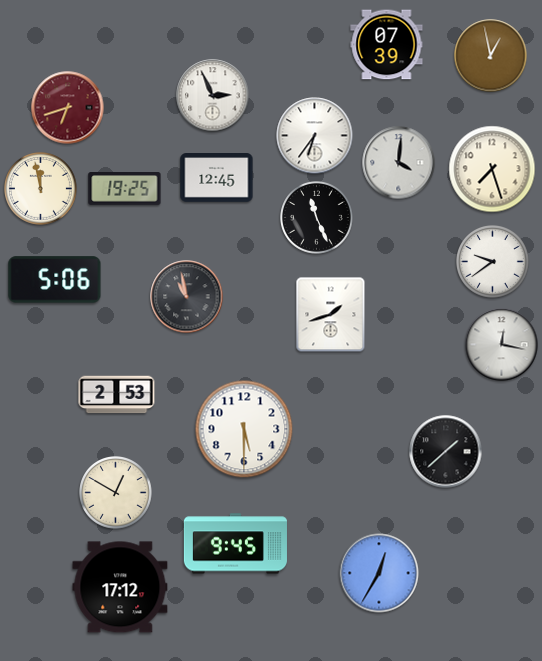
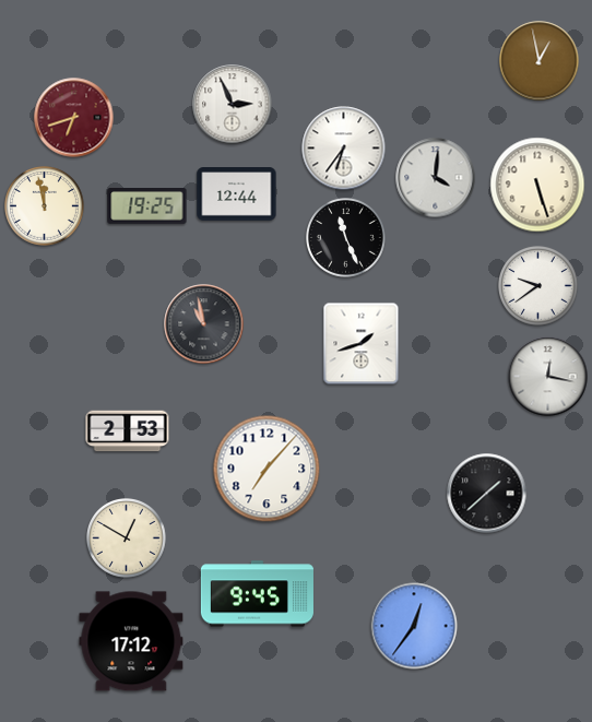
clock at (387, 45): 07:39 -> none
clock at (491, 56) position: (491, 56) -> (540, 61)
clock at (492, 169): 7:27 -> 5:27
clock at (217, 178): 12:45 -> 12:44
clock at (125, 189) position: (125, 189) -> (147, 206)
clock at (55, 280): 5:06 -> none
clock at (244, 429): 5:30 -> 7:07
clock at (379, 573): 12:35 -> 12:36
